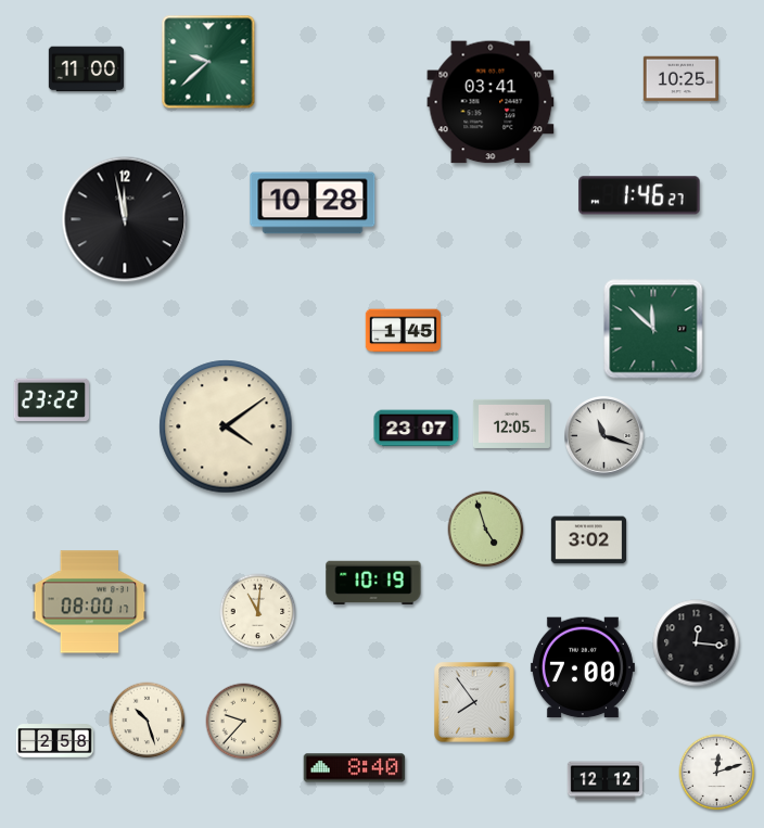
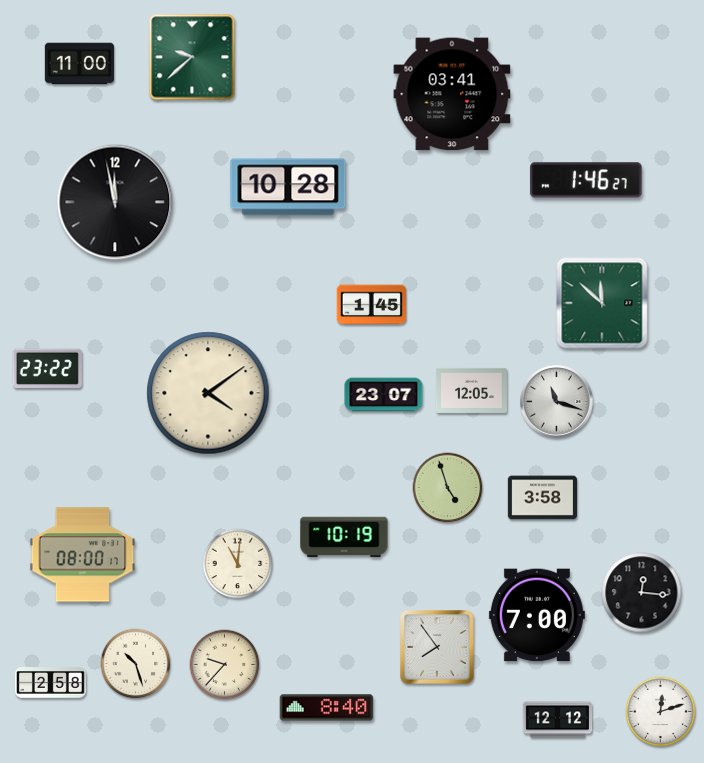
clock at (680, 79): 10:25 -> none
clock at (639, 195) position: (639, 195) -> (586, 180)
clock at (588, 540): 3:02 -> 3:58
